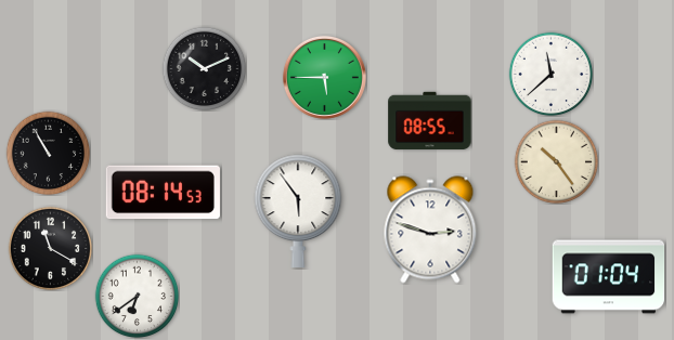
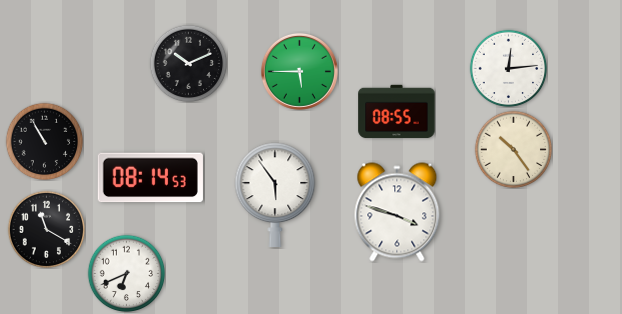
clock at (550, 74): 11:38 -> 12:14
clock at (430, 230): 2:48 -> 3:48
clock at (609, 277): 01:04 -> none
clock at (137, 296): 6:39 -> 6:41
